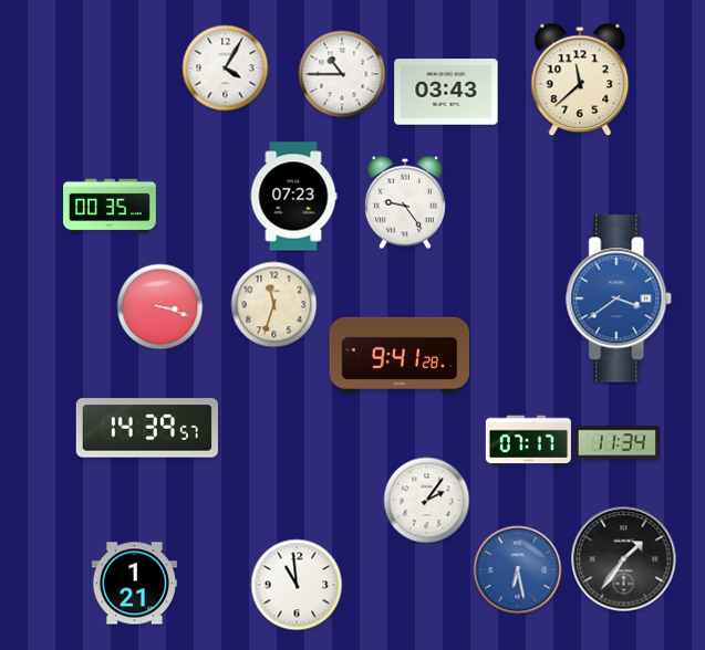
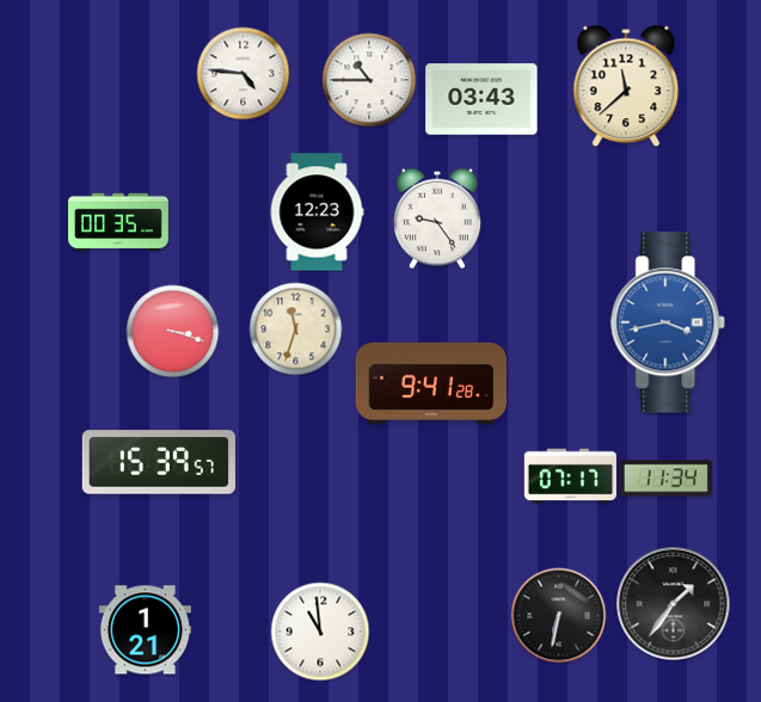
clock at (225, 67): 4:05 -> 4:46
clock at (293, 197): 07:23 -> 12:23
clock at (620, 298): 3:39 -> 3:43
clock at (147, 428): 14:39 -> 15:39
clock at (426, 500): 2:06 -> none
clock at (517, 569): 6:28 -> 6:32
clock at (517, 569) dial: blue -> black
